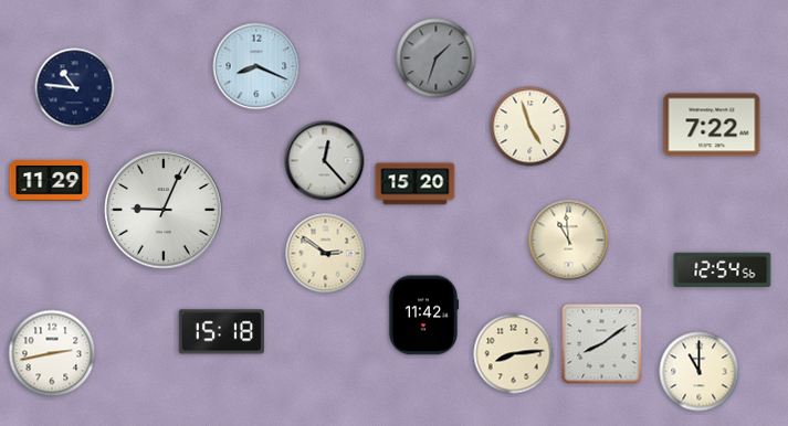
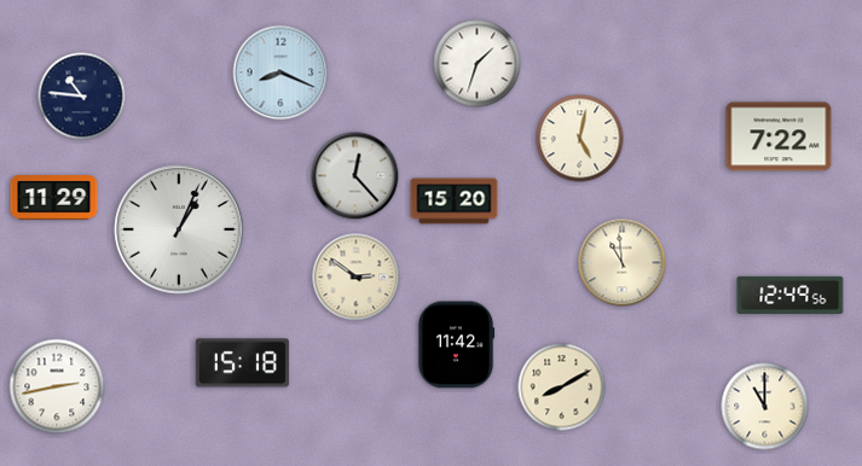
clock at (437, 58) dial: grey -> white
clock at (530, 127): 4:57 -> 5:02
clock at (164, 210): 9:04 -> 1:04
clock at (723, 269): 12:54 -> 12:49
clock at (423, 316) position: (423, 316) -> (456, 345)
clock at (602, 344): 8:09 -> none
clock at (514, 354): 8:14 -> 8:10
